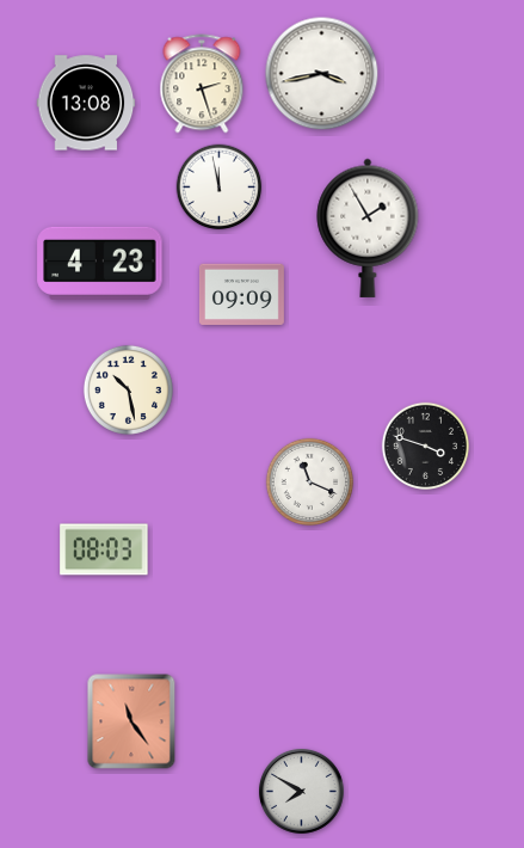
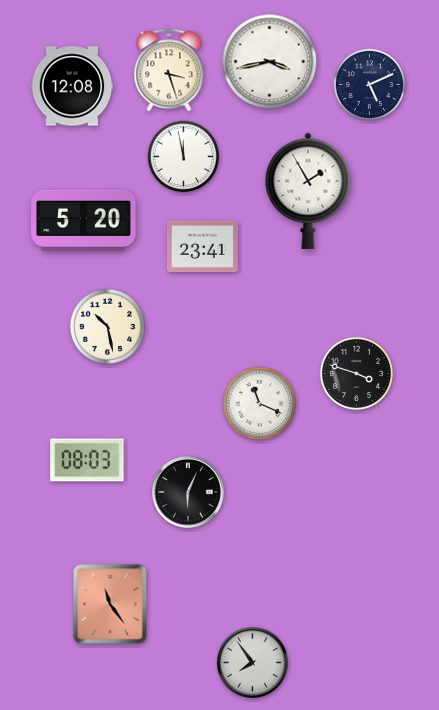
clock at (202, 84): 2:27 -> 3:27
clock at (370, 85): none -> 5:11
clock at (86, 103): 13:08 -> 12:08
clock at (100, 263): 4:23 -> 5:20
clock at (241, 295): 09:09 -> 23:41
clock at (189, 493): none -> 6:04
clock at (301, 791): 7:50 -> 7:54
